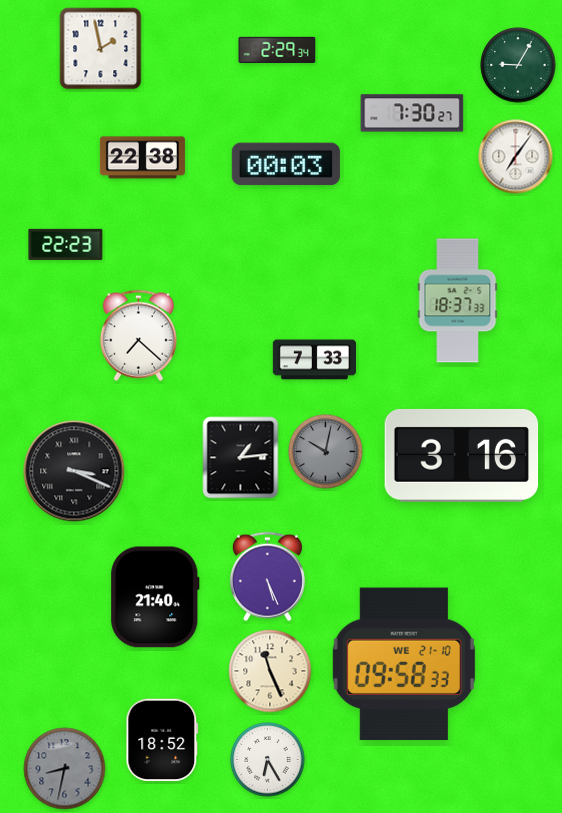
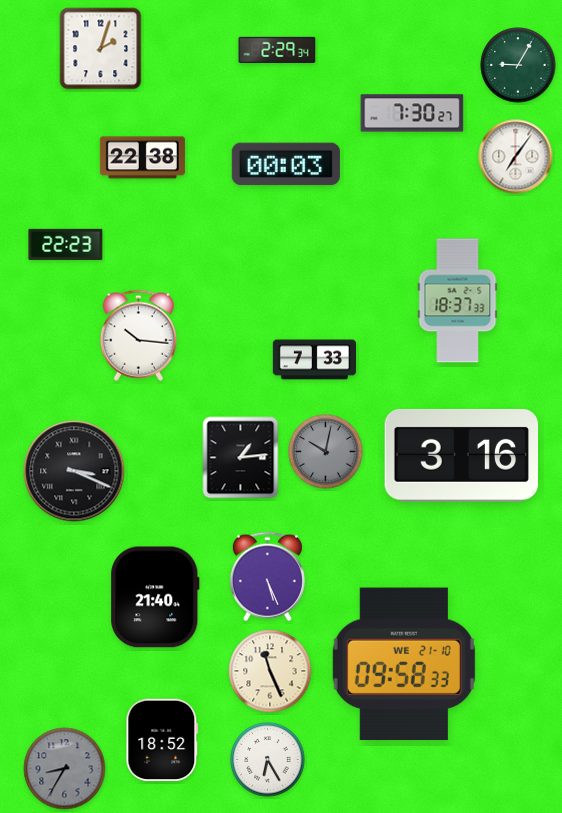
clock at (101, 49): 1:58 -> 2:03
clock at (138, 335): 7:22 -> 10:16
clock at (65, 769): 8:32 -> 8:35
